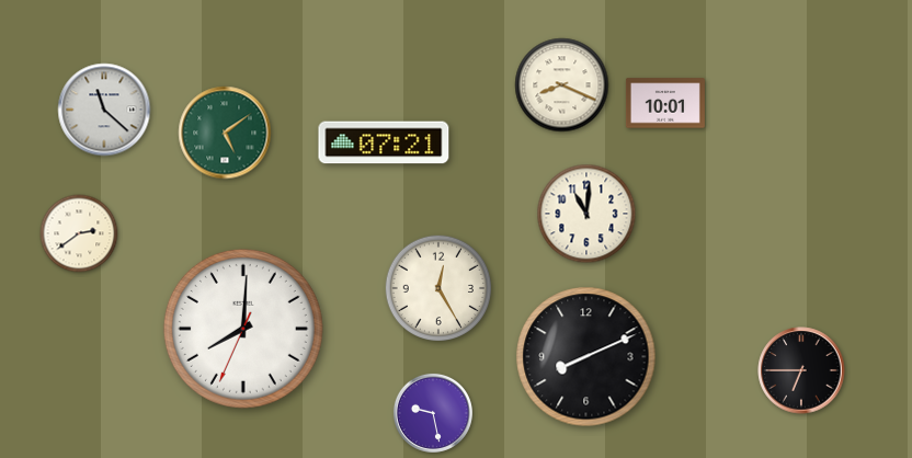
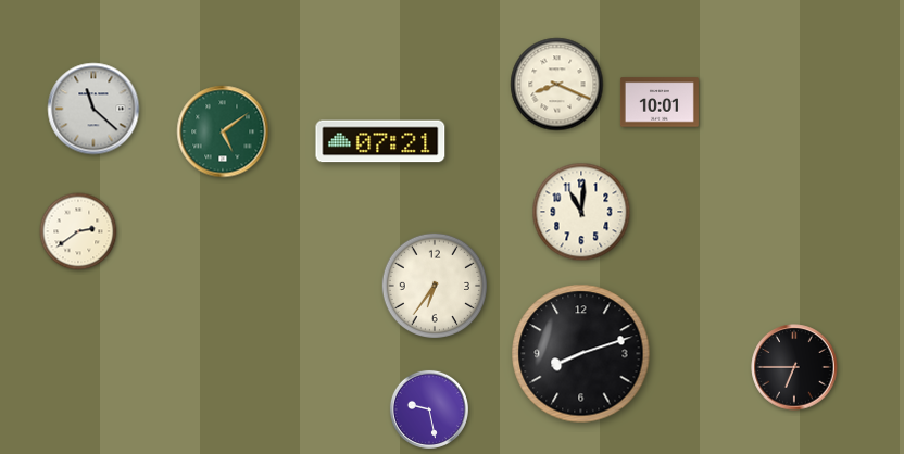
clock at (104, 110) position: (104, 110) -> (93, 109)
clock at (437, 287): 12:25 -> 6:36
clock at (243, 329): 8:00 -> none
clock at (586, 357): 8:11 -> 8:12
